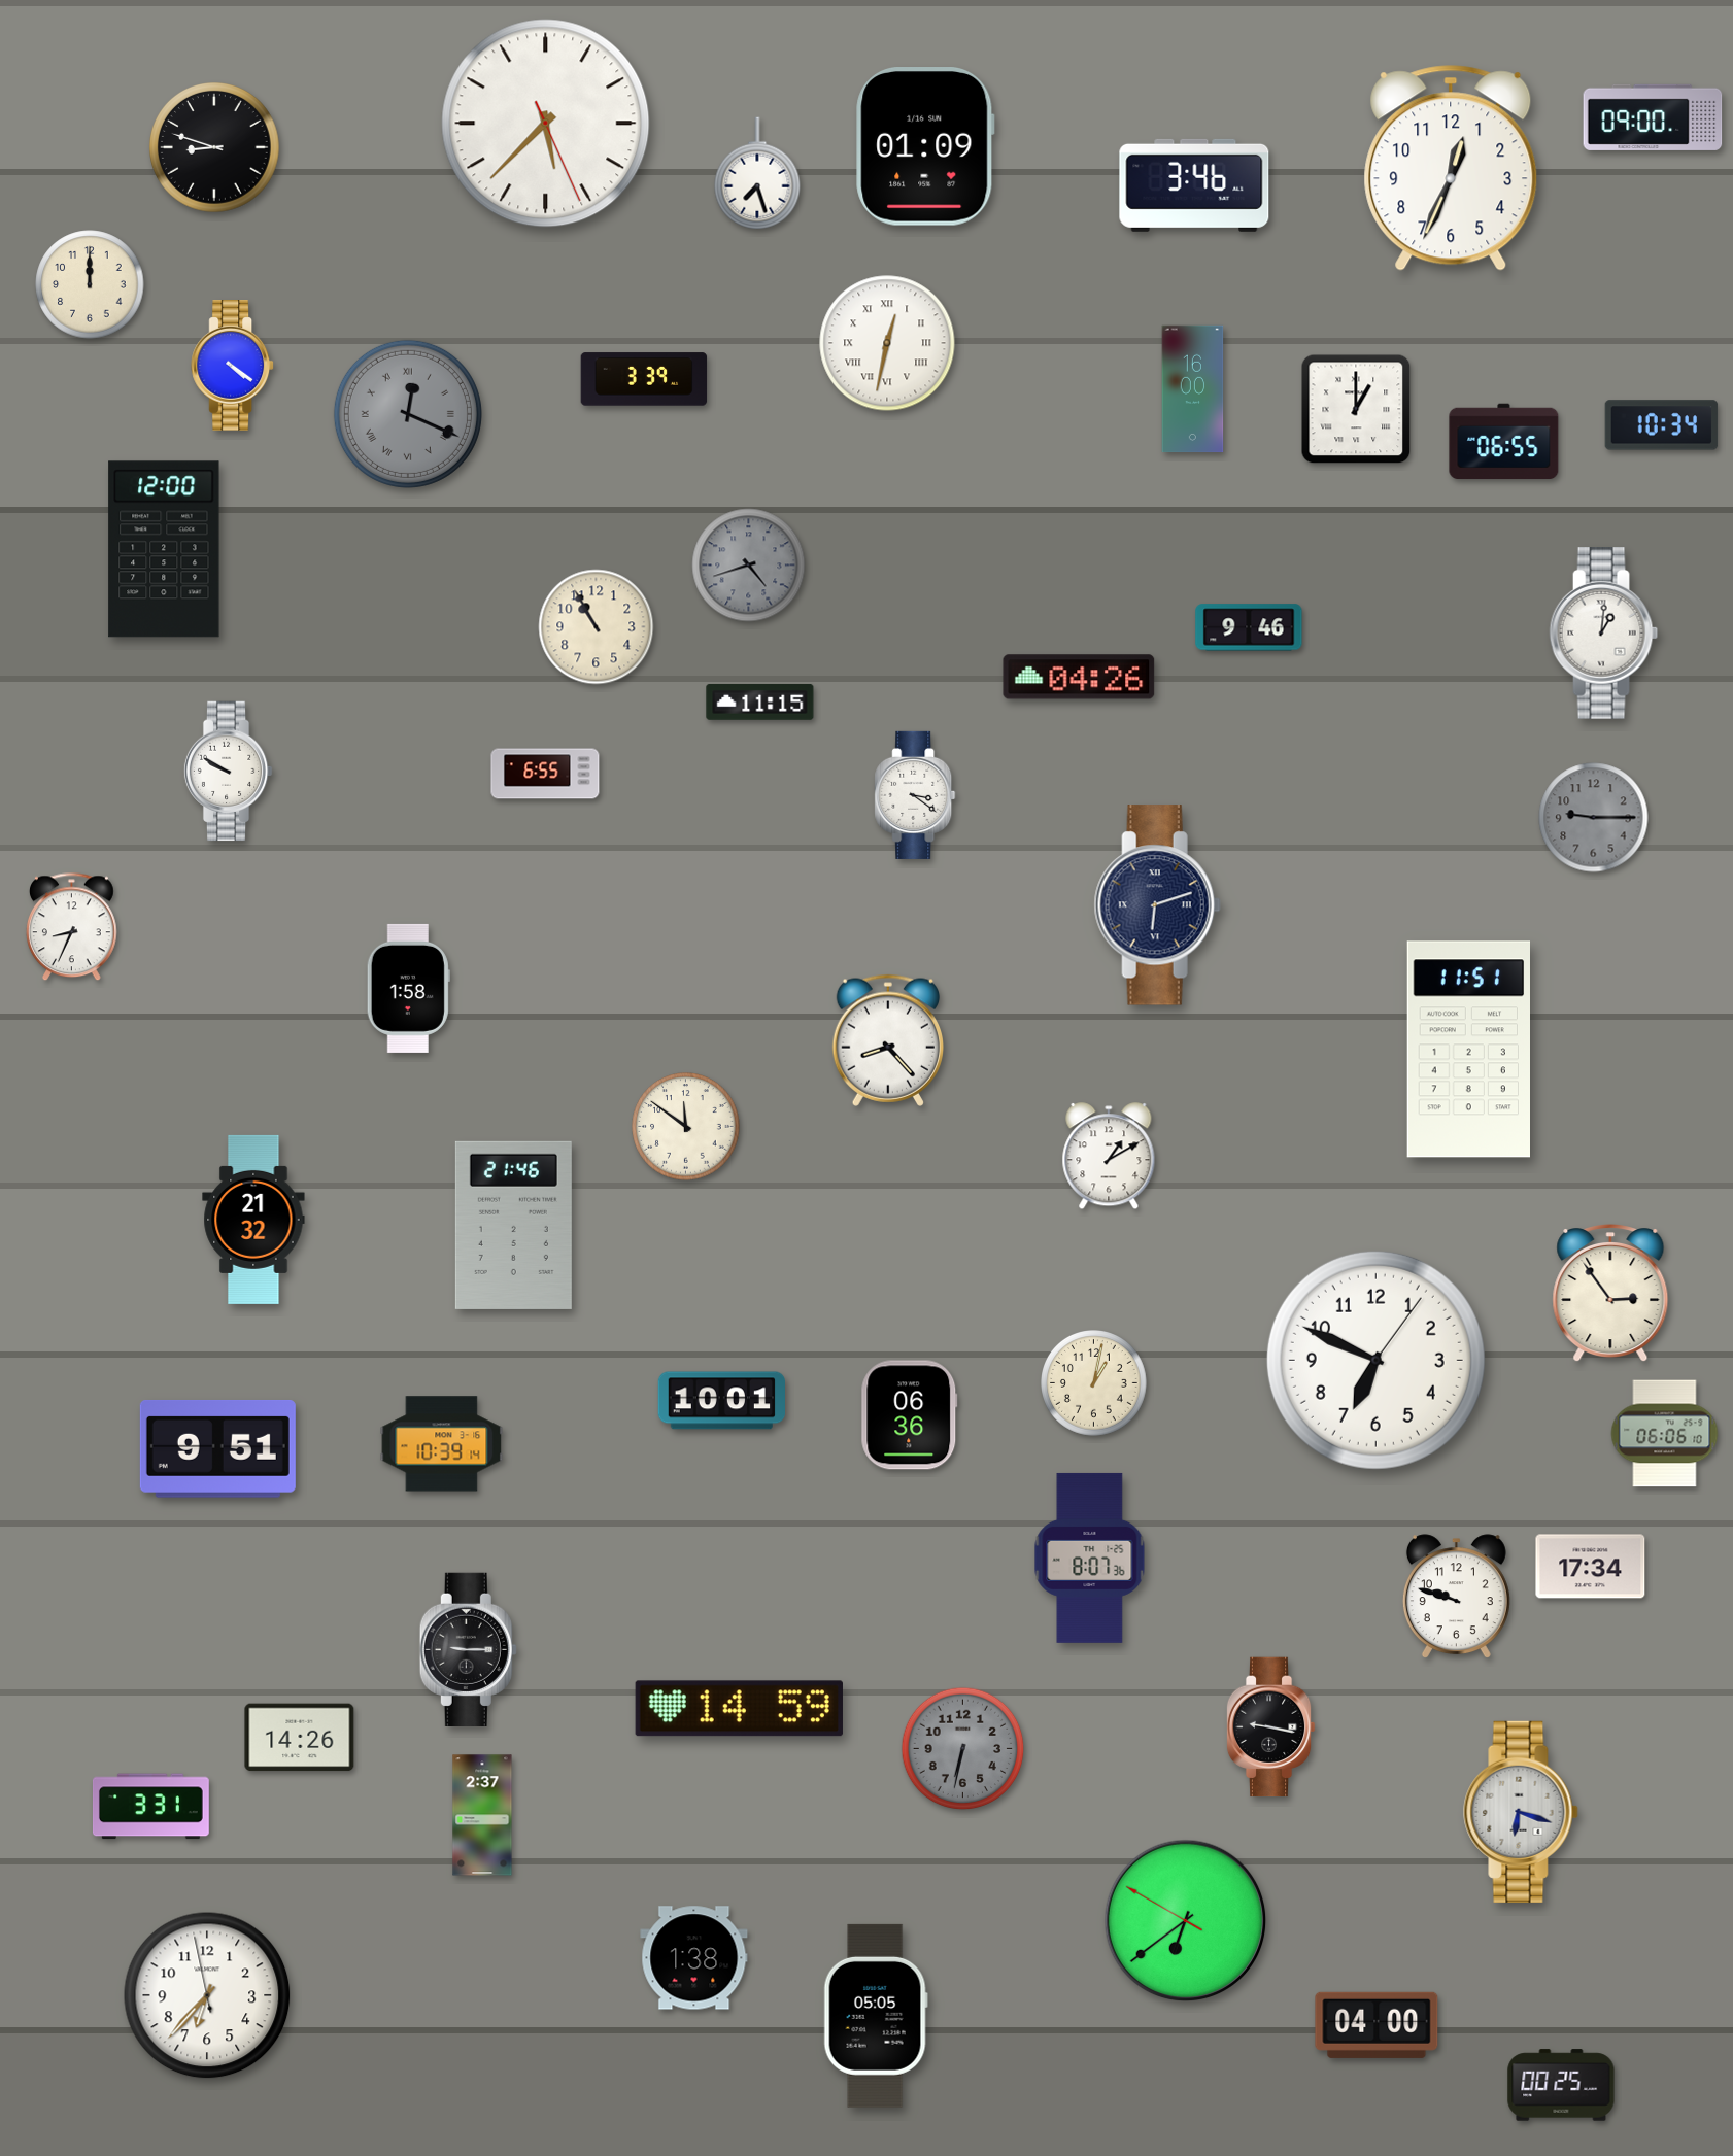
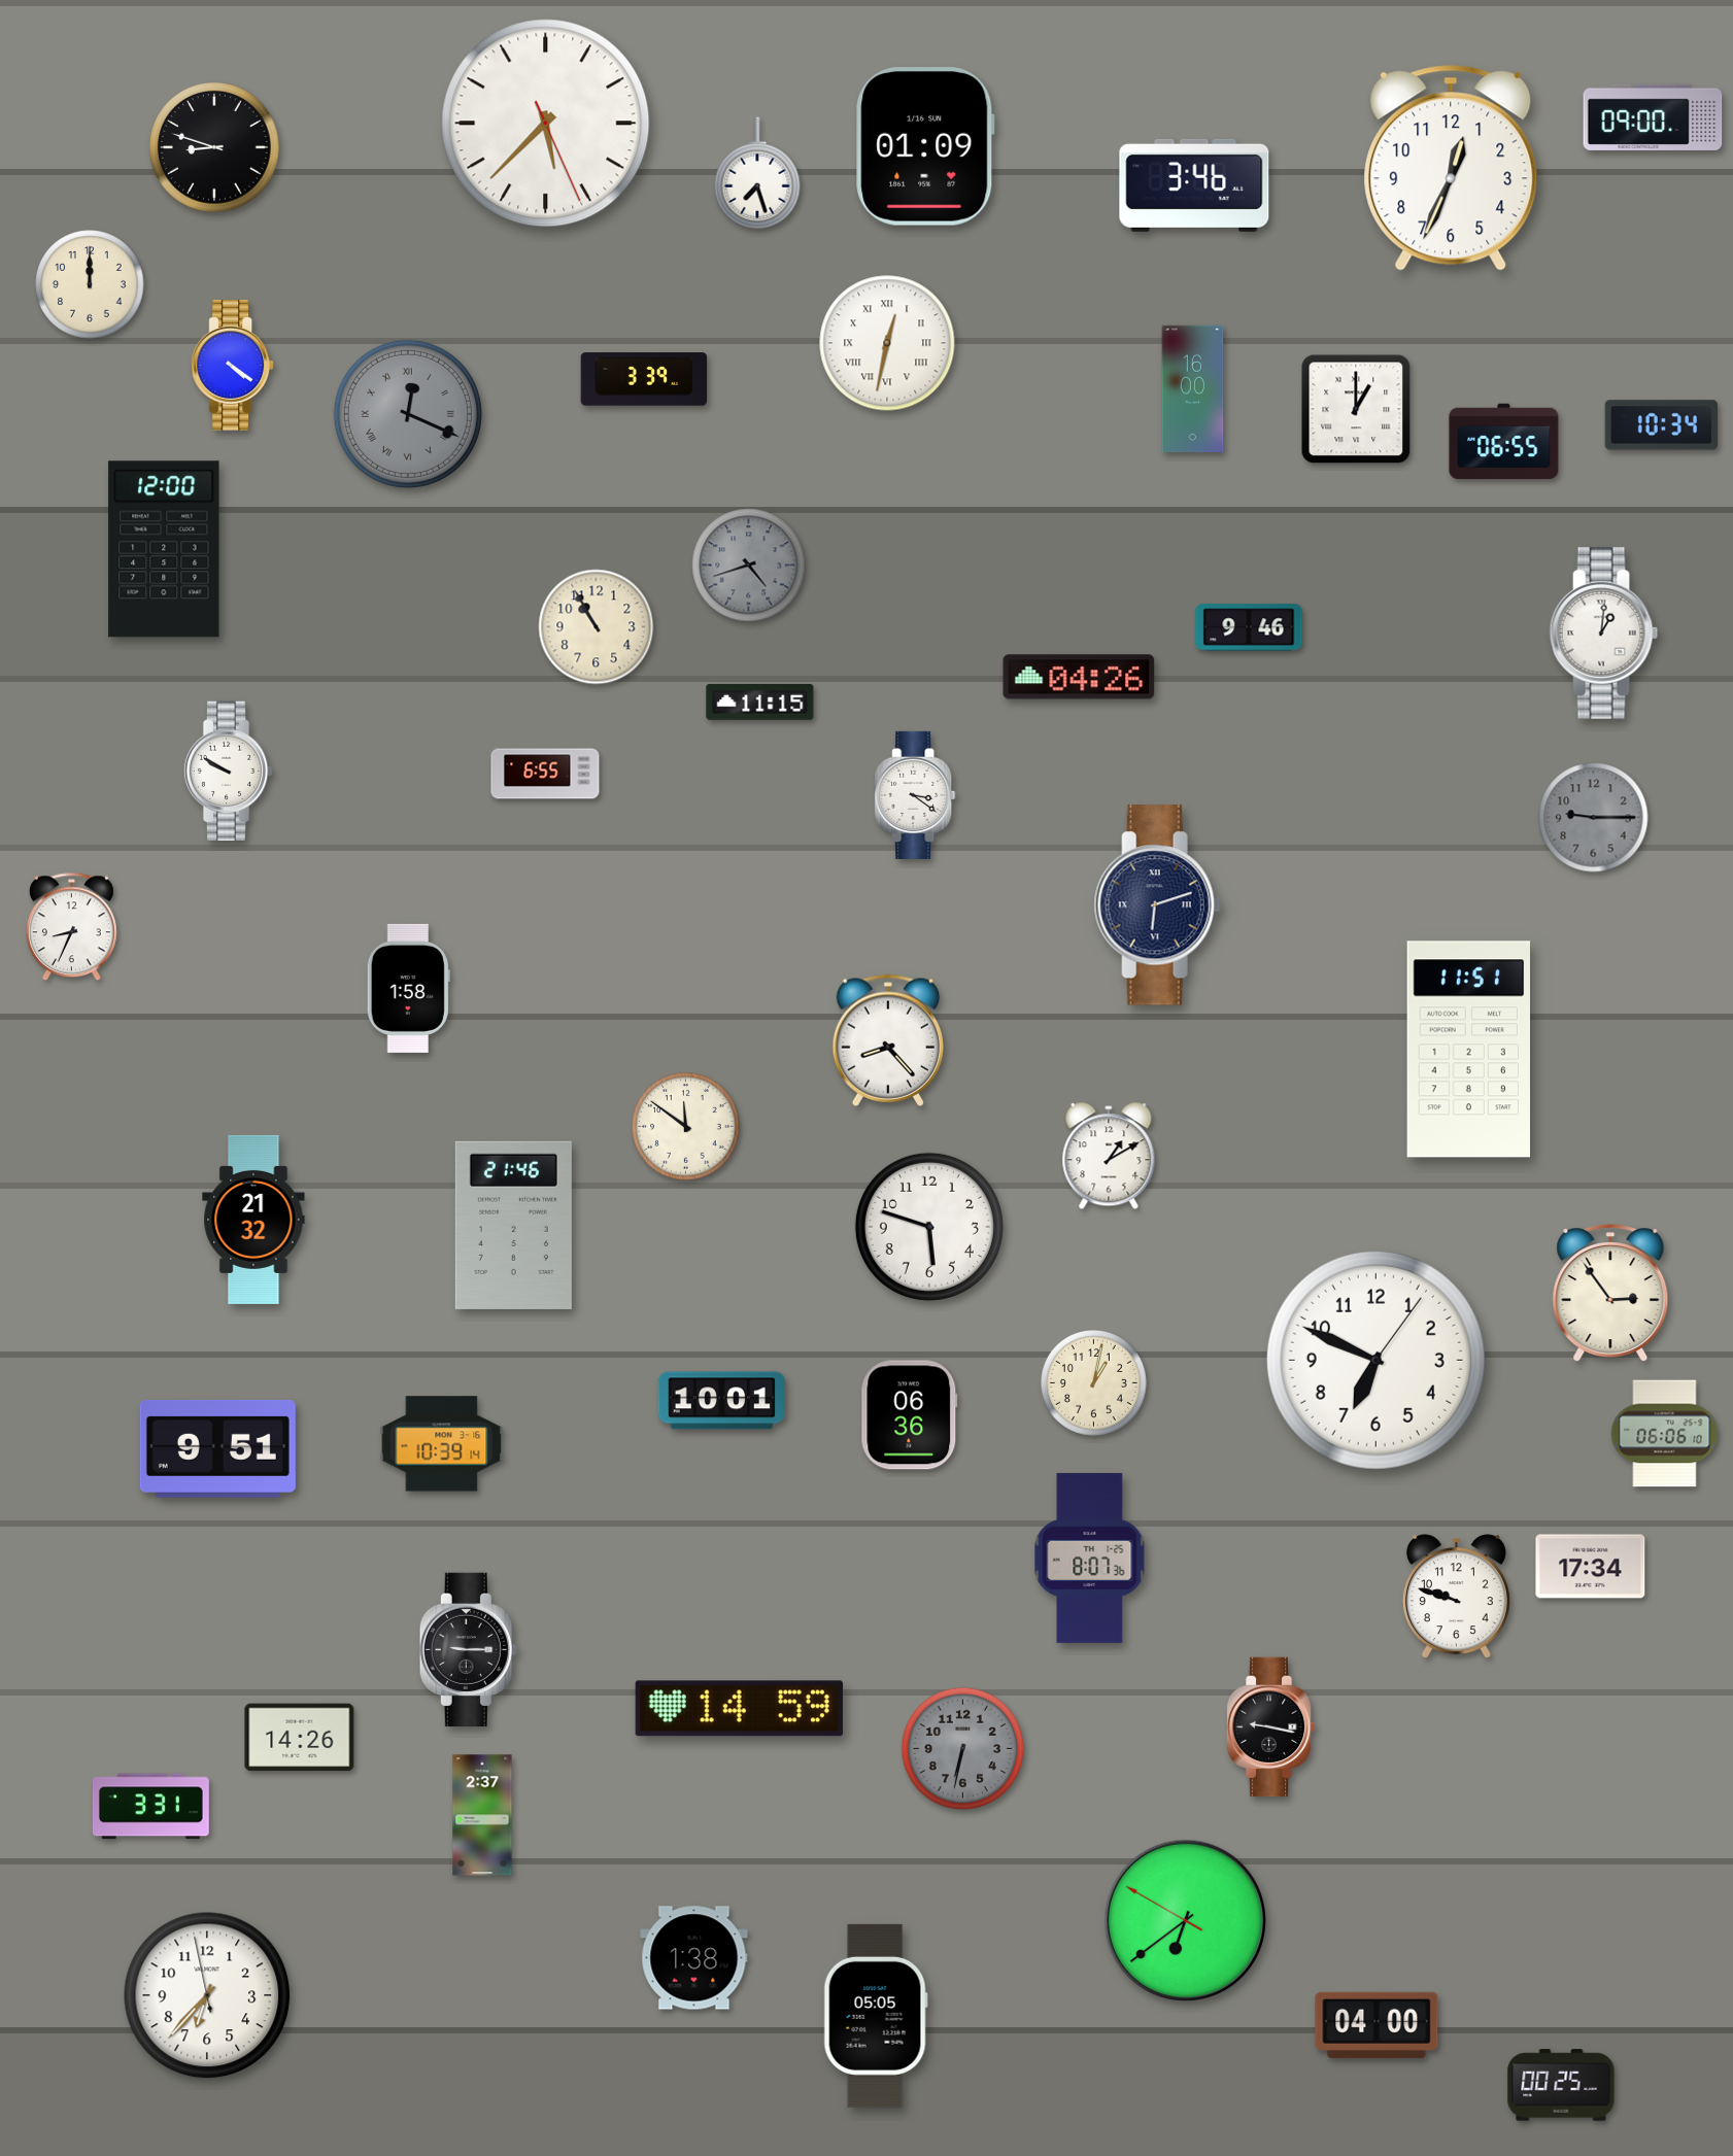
clock at (929, 1227): none -> 5:48
clock at (1521, 1812): 6:18 -> none
